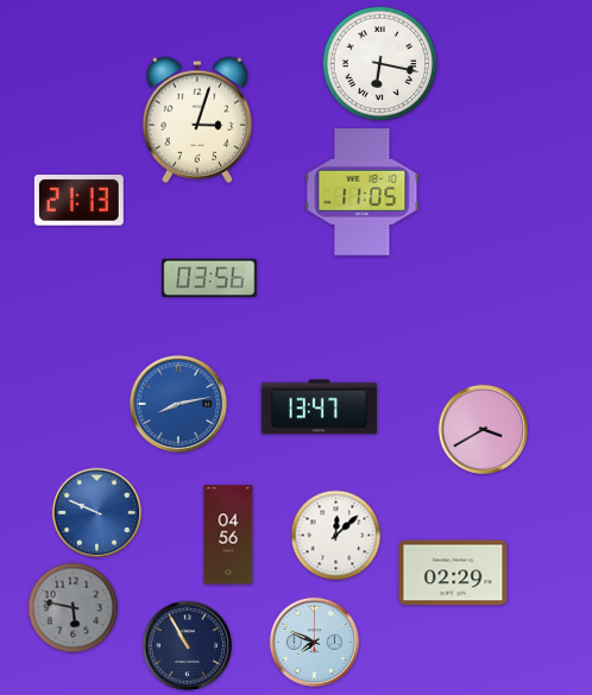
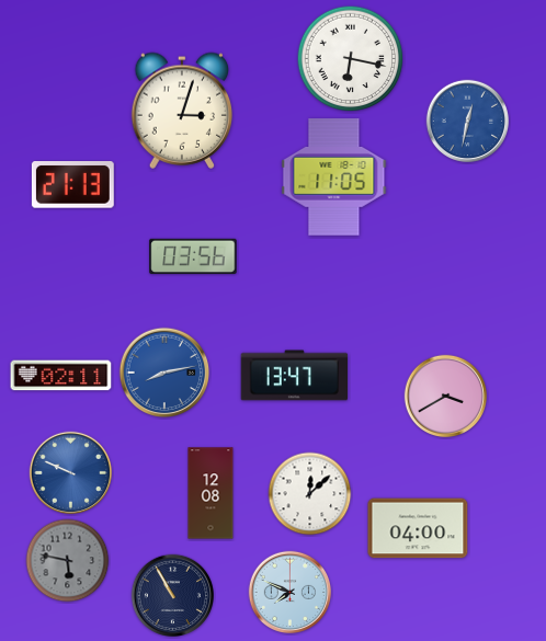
clock at (468, 122): none -> 12:32
clock at (61, 376): none -> 02:11
clock at (97, 513) position: (97, 513) -> (71, 473)
clock at (228, 535): 04:56 -> 12:08
clock at (453, 573): 02:29 -> 04:00
